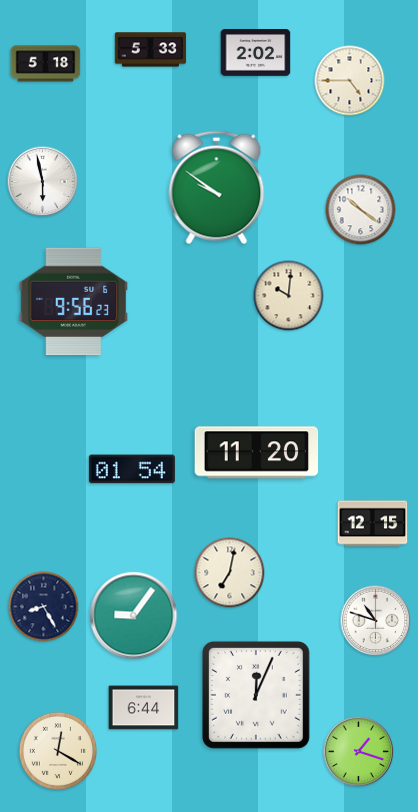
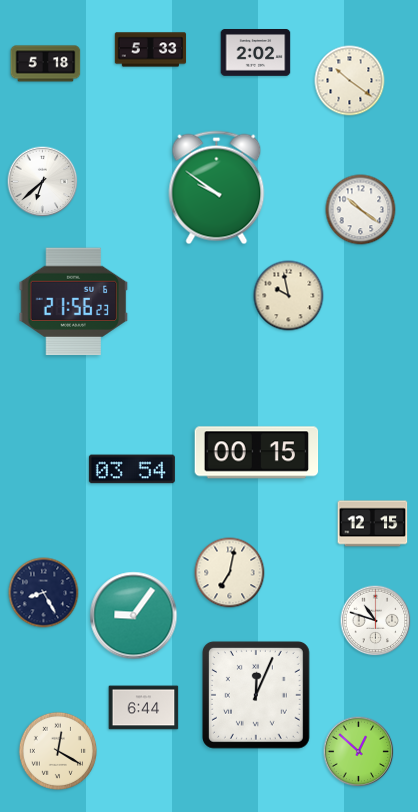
clock at (350, 81): 4:45 -> 10:21
clock at (43, 182): 5:58 -> 6:38
clock at (289, 296): 10:01 -> 9:58
clock at (74, 302): 9:56 -> 21:56
clock at (257, 453): 11:20 -> 00:15
clock at (132, 469): 01:54 -> 03:54
clock at (44, 607) position: (44, 607) -> (44, 593)
clock at (359, 752): 1:18 -> 12:52
